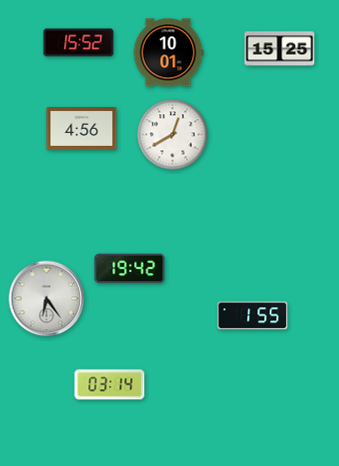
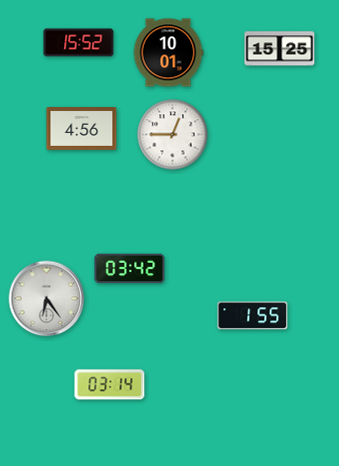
clock at (173, 135): 12:40 -> 12:45
clock at (130, 269): 19:42 -> 03:42
